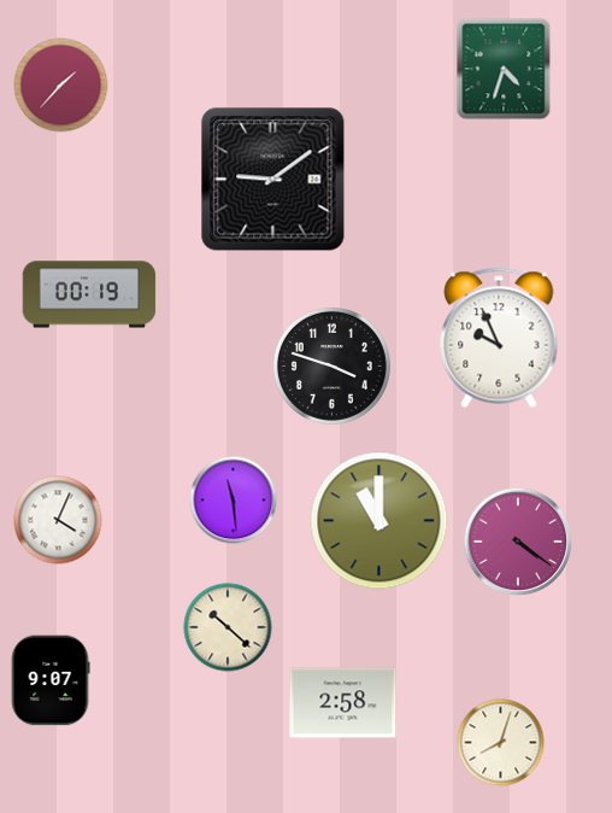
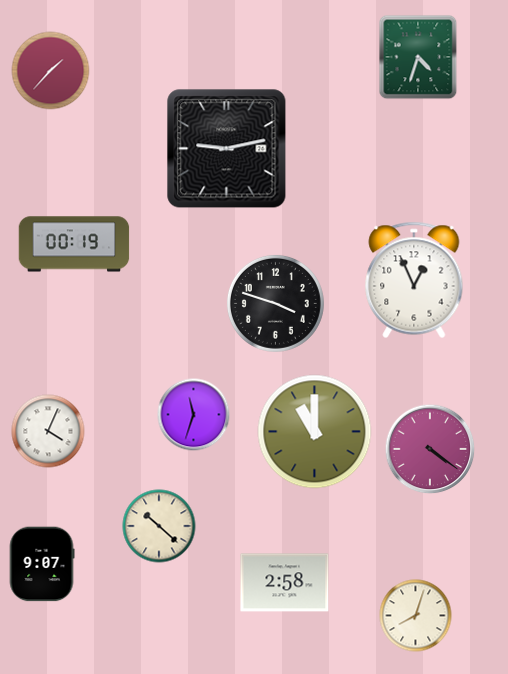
clock at (273, 180): 9:09 -> 9:13
clock at (499, 338): 9:56 -> 12:56
clock at (234, 501): 11:29 -> 11:33
clock at (228, 627) position: (228, 627) -> (159, 526)
